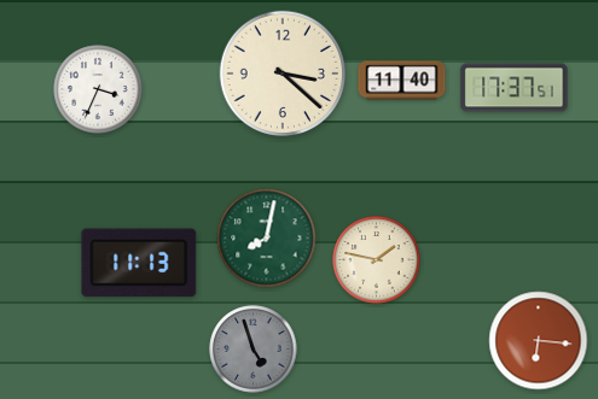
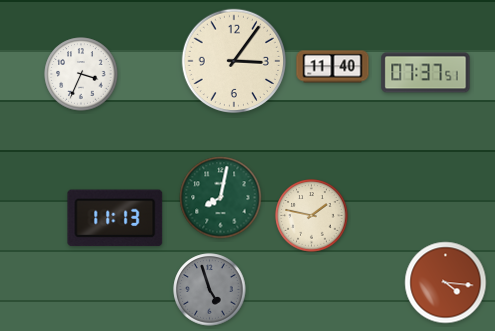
clock at (281, 72): 3:22 -> 3:06
clock at (515, 88): 17:37 -> 07:37
clock at (539, 341): 6:16 -> 4:16
